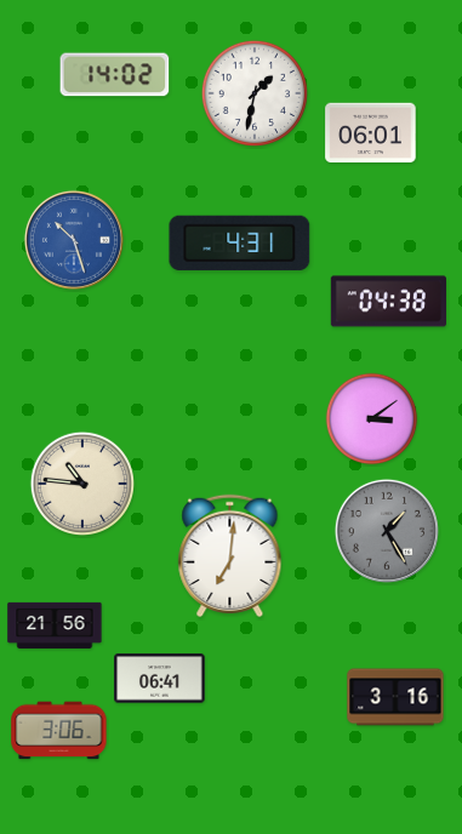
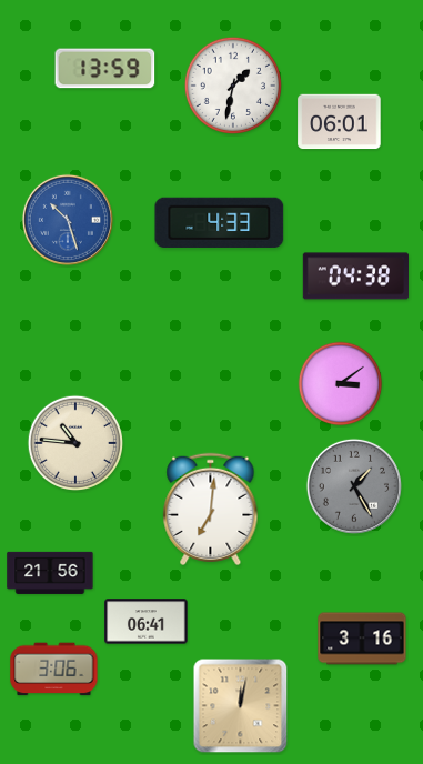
clock at (115, 75): 14:02 -> 13:59
clock at (240, 242): 4:31 -> 4:33
clock at (241, 706): none -> 12:02
